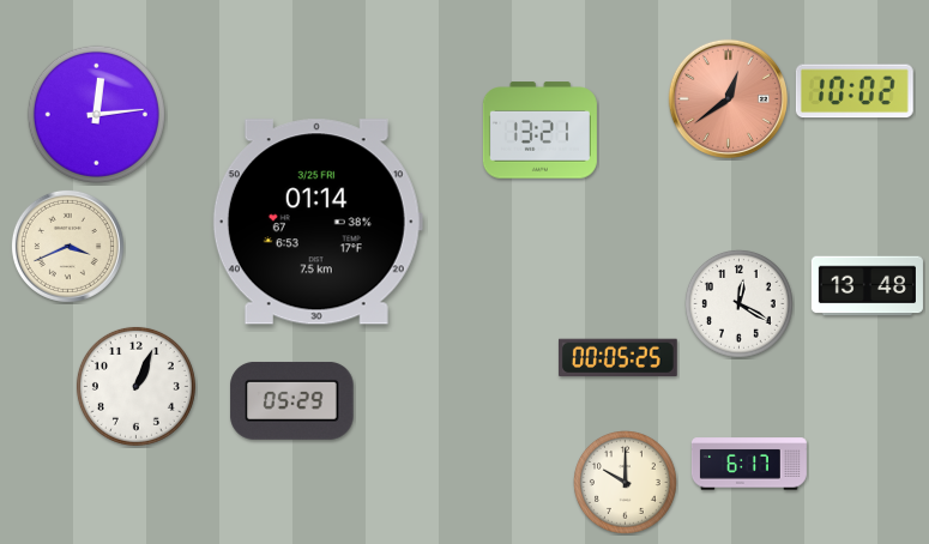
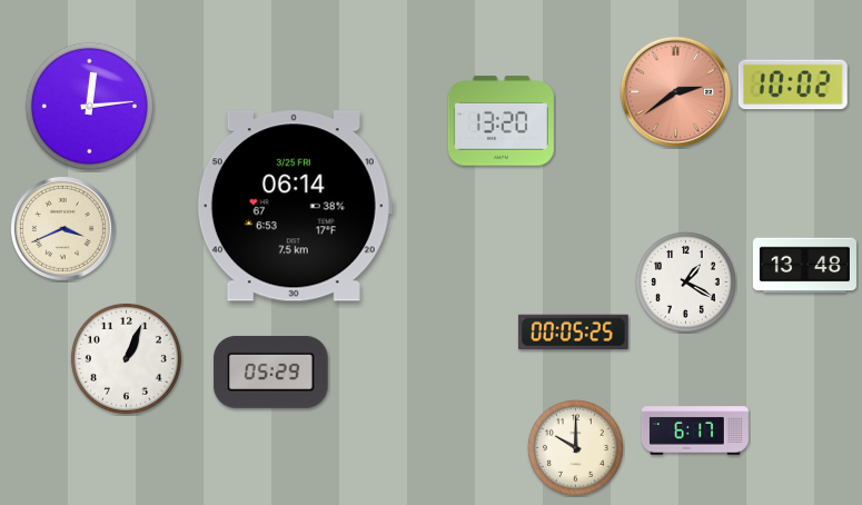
clock at (728, 98): 12:39 -> 2:39
clock at (539, 131): 13:21 -> 13:20
clock at (318, 222): 01:14 -> 06:14
clock at (738, 303): 12:20 -> 1:20
clock at (626, 483) position: (626, 483) -> (576, 448)
